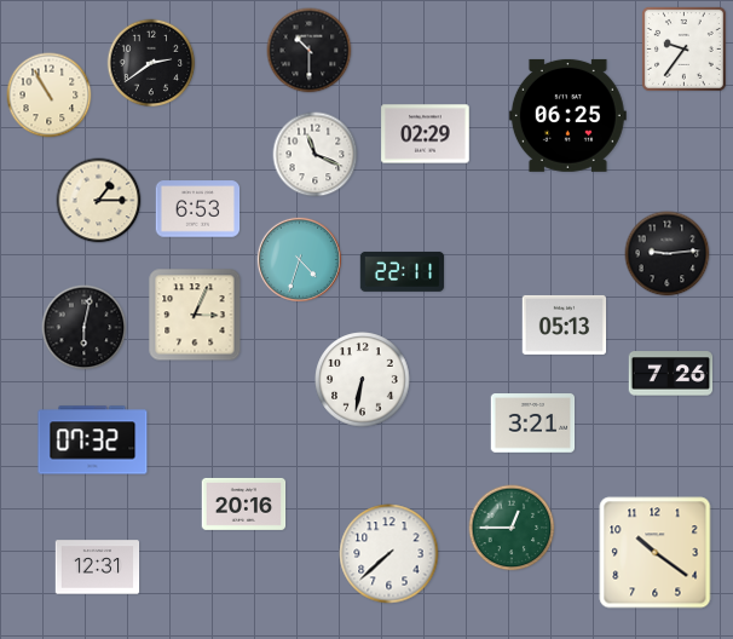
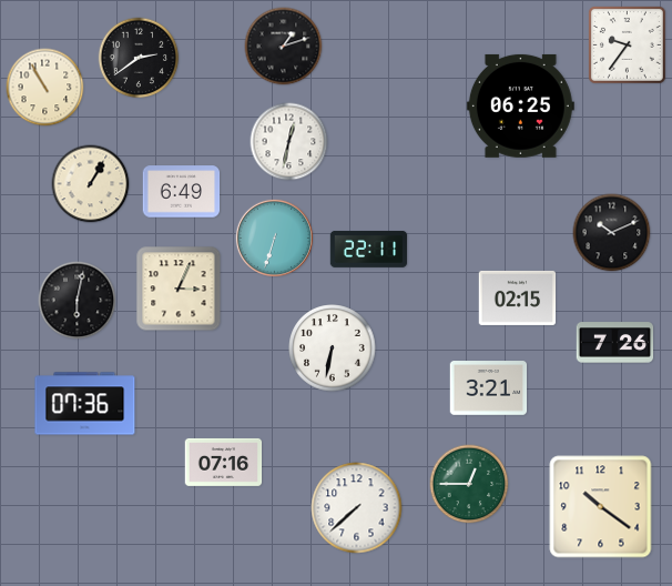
clock at (310, 51): 10:30 -> 1:12
clock at (426, 134): 02:29 -> none
clock at (316, 155): 11:19 -> 12:32
clock at (99, 201): 1:15 -> 1:05
clock at (198, 209): 6:53 -> 6:49
clock at (668, 254): 9:14 -> 10:11
clock at (299, 259): 4:33 -> 6:33
clock at (565, 324): 05:13 -> 02:15
clock at (93, 441): 07:32 -> 07:36
clock at (244, 503): 20:16 -> 07:16
clock at (98, 568): 12:31 -> none
